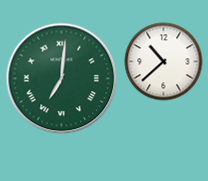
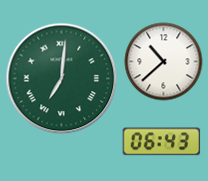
clock at (161, 142): none -> 06:43
